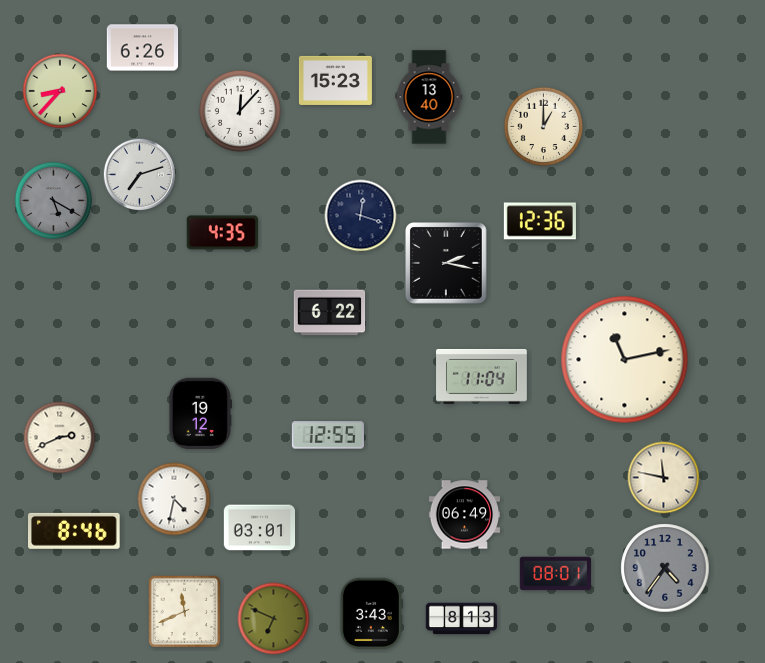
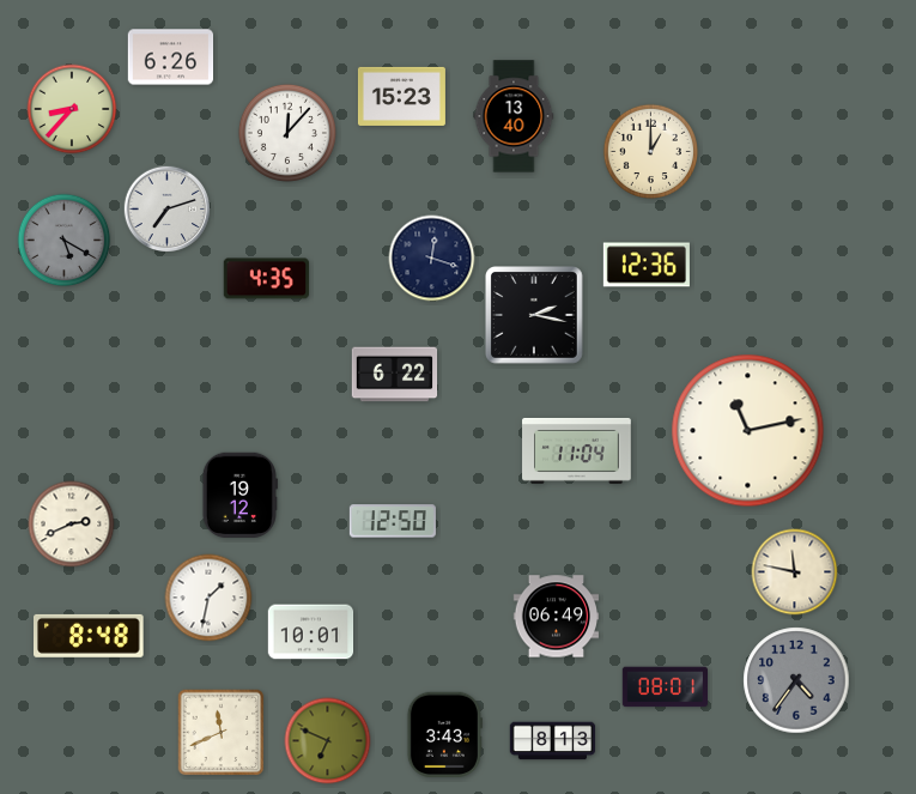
clock at (328, 435): 12:55 -> 12:50
clock at (174, 499): 4:32 -> 1:32
clock at (260, 528): 03:01 -> 10:01
clock at (75, 531): 8:46 -> 8:48
